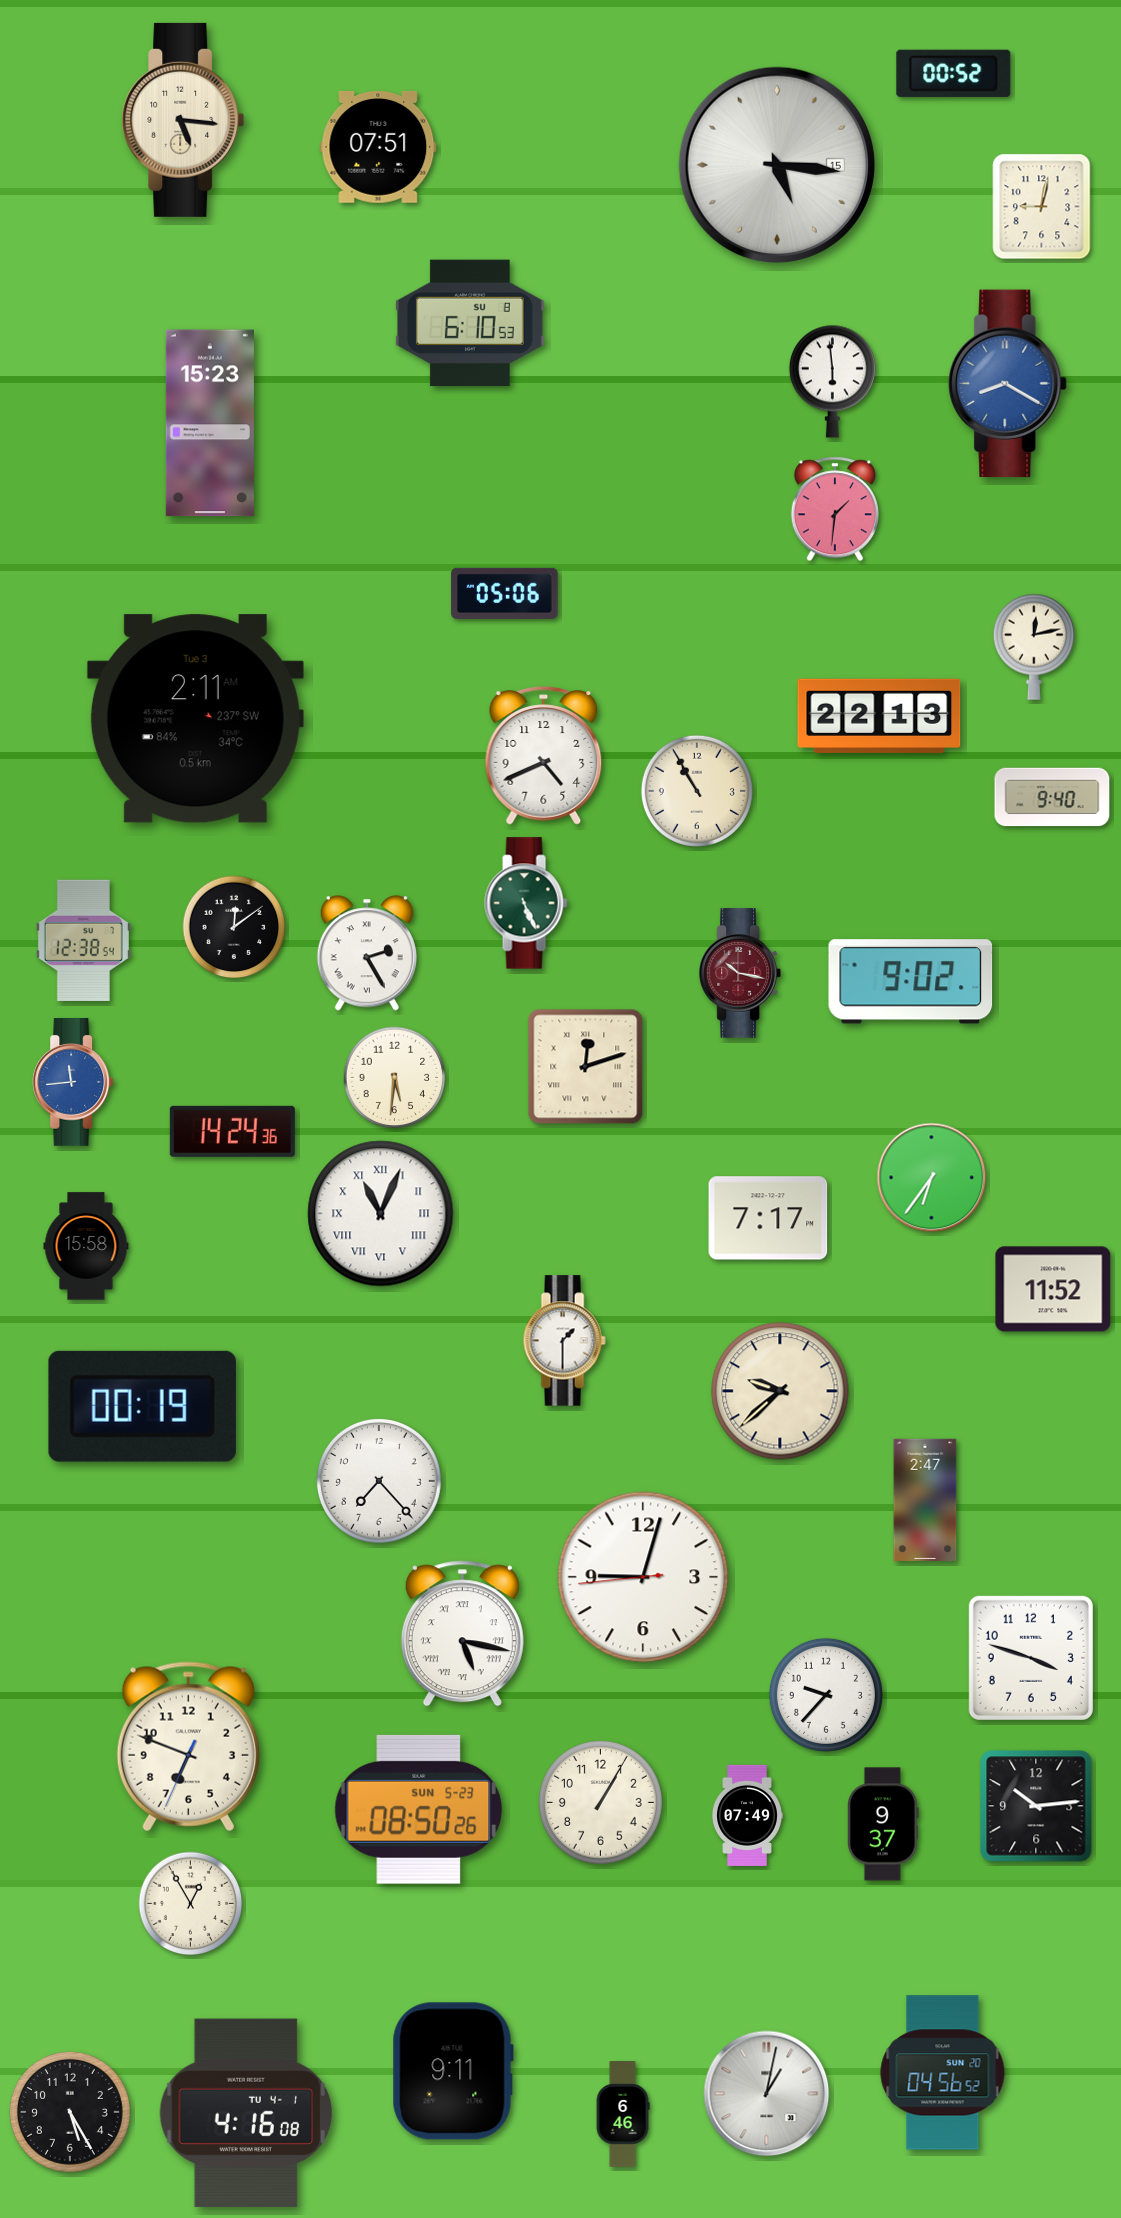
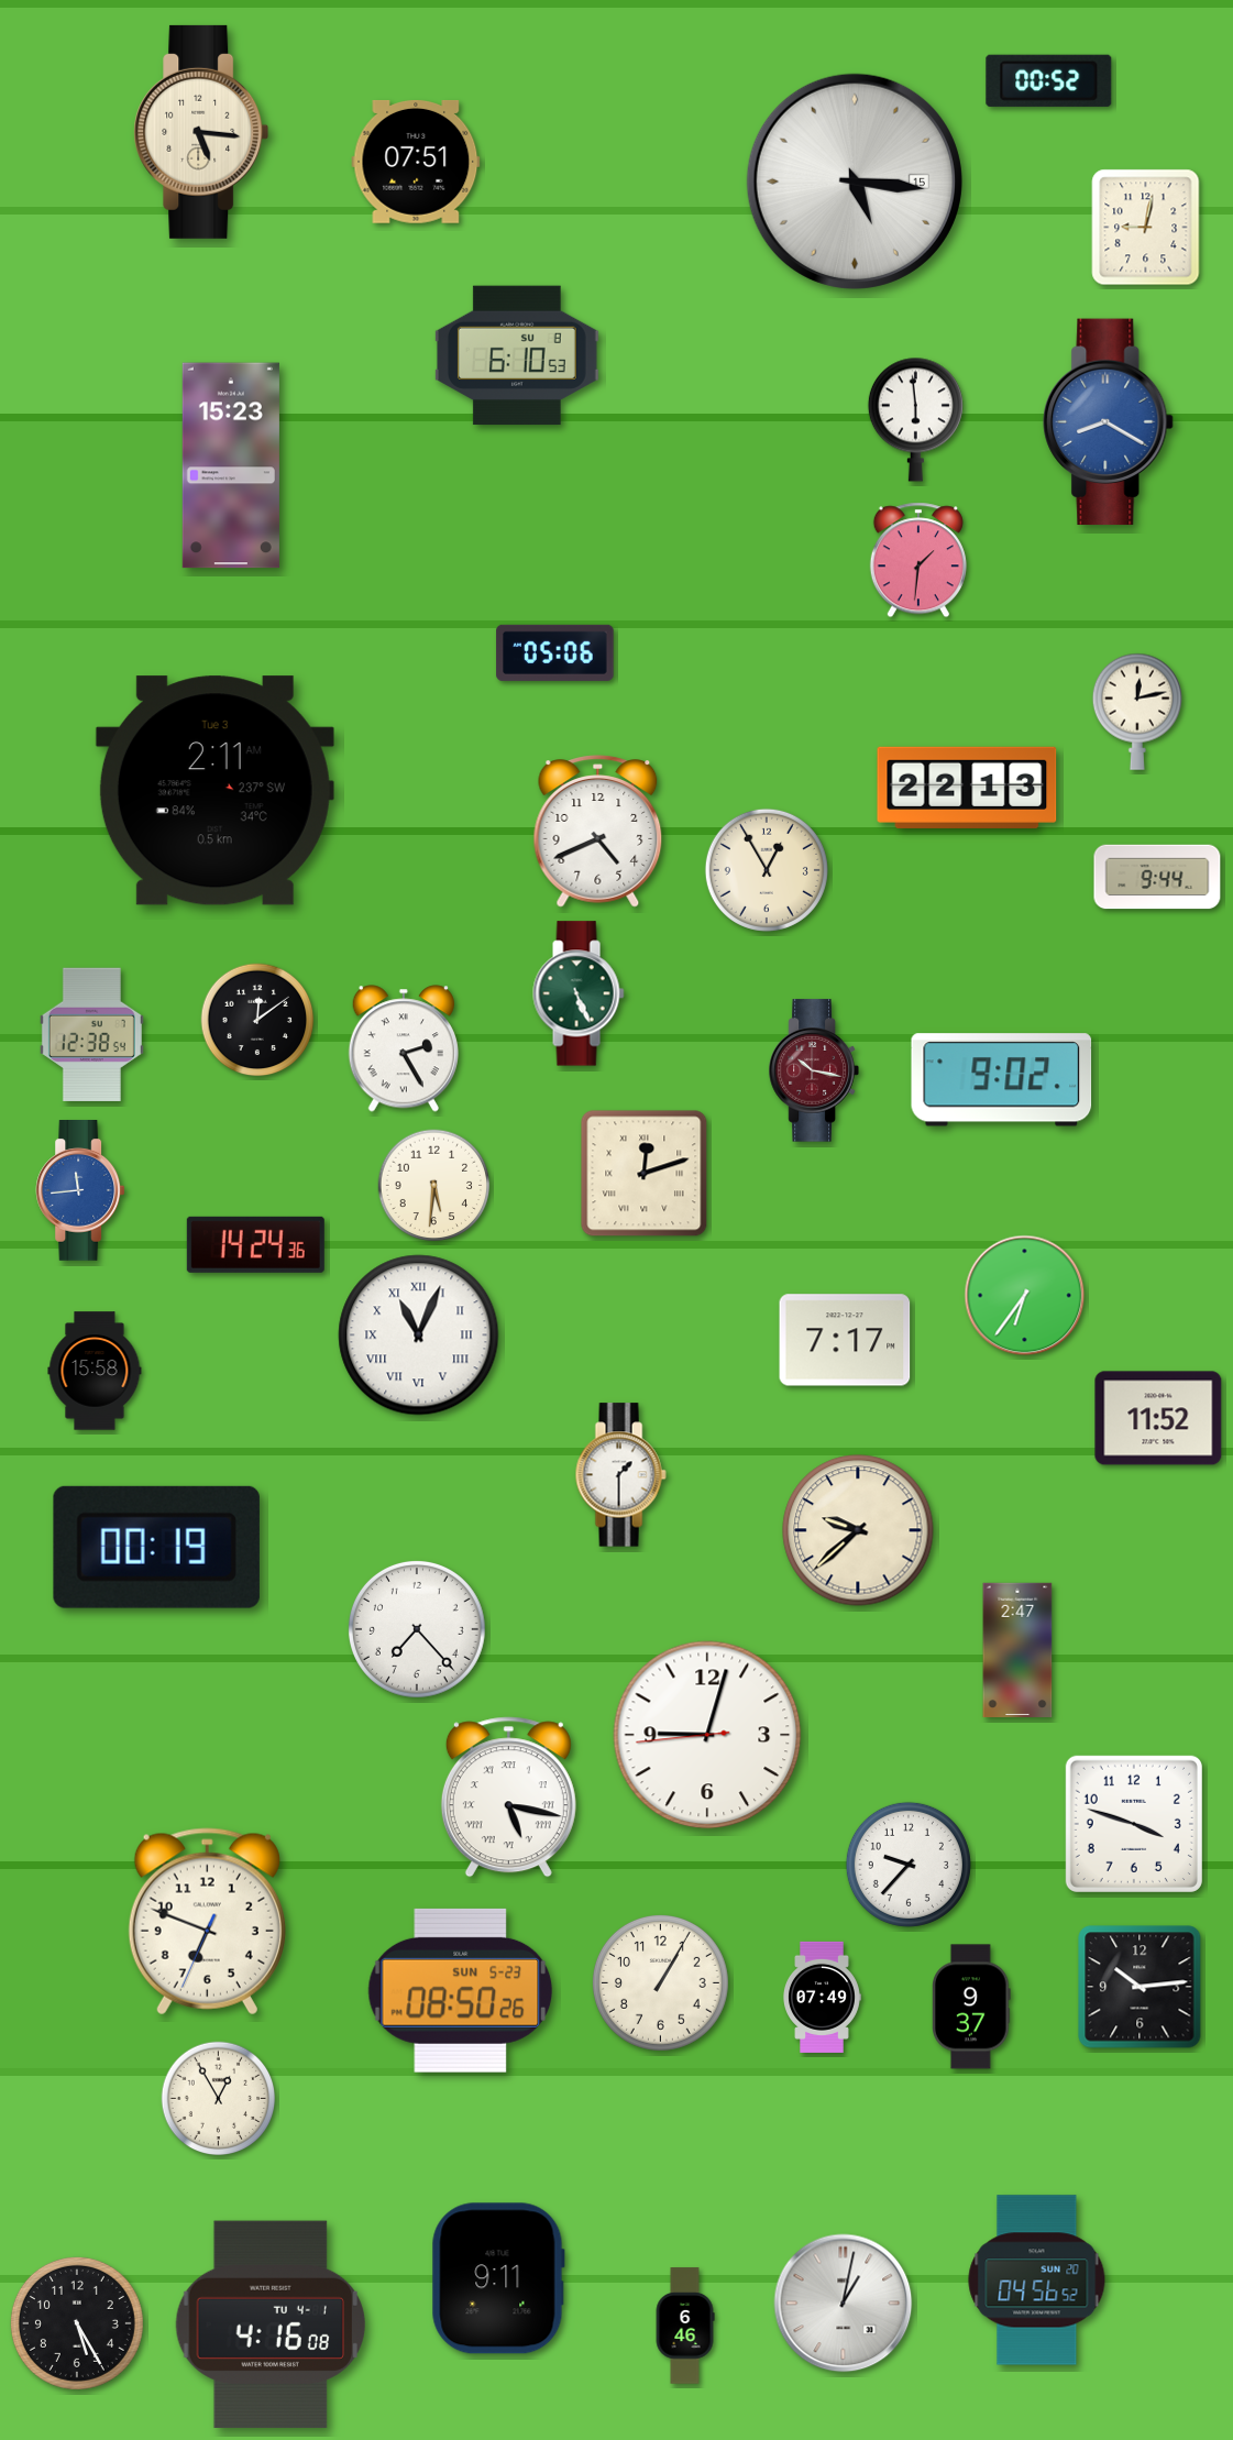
clock at (697, 791): 10:55 -> 12:55
clock at (1052, 797): 9:40 -> 9:44
clock at (191, 1904) position: (191, 1904) -> (219, 2099)
